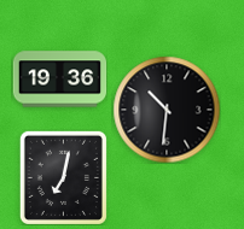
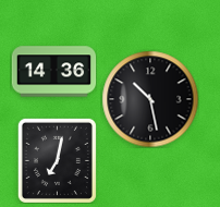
clock at (59, 80): 19:36 -> 14:36
clock at (167, 110): 10:31 -> 10:28
